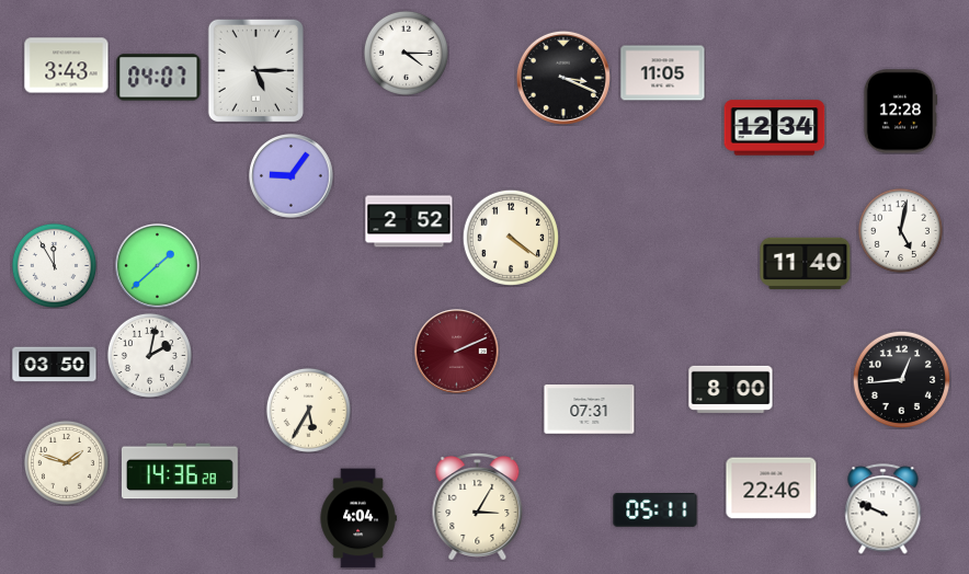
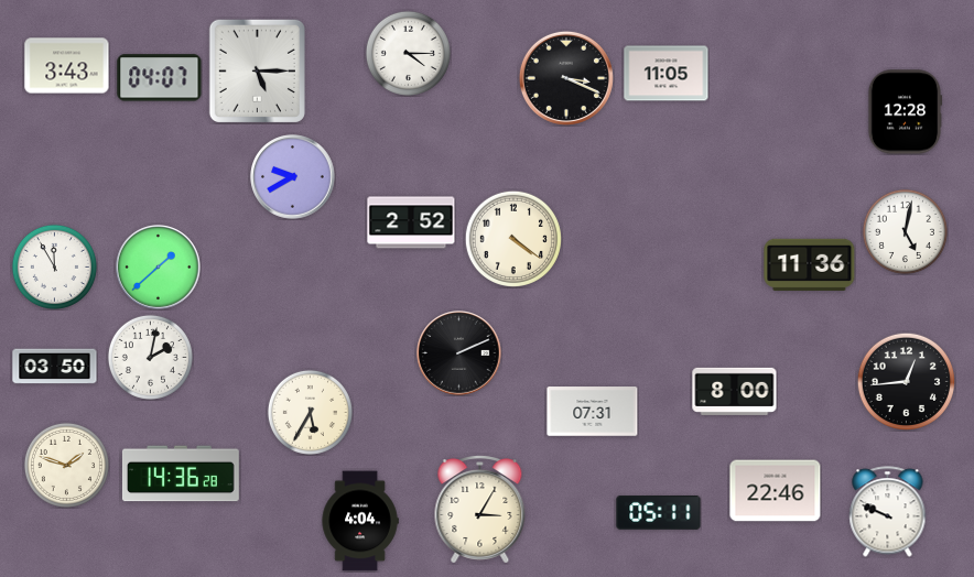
clock at (775, 128): 12:34 -> none
clock at (292, 176): 9:06 -> 9:40
clock at (806, 263): 11:40 -> 11:36
clock at (457, 352) dial: burgundy -> black
